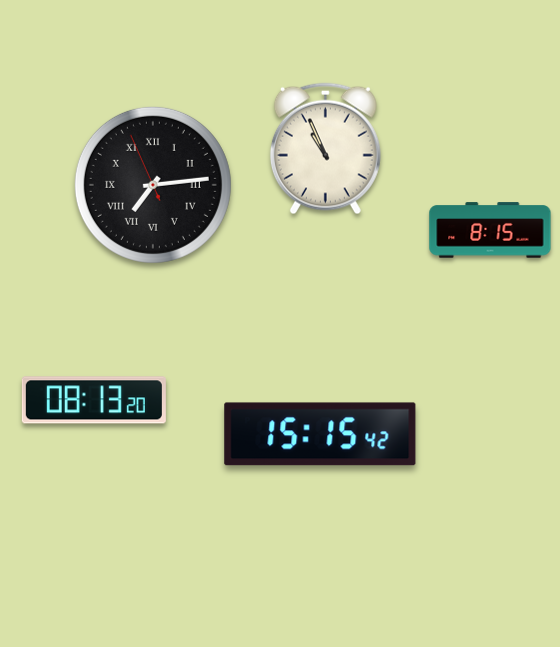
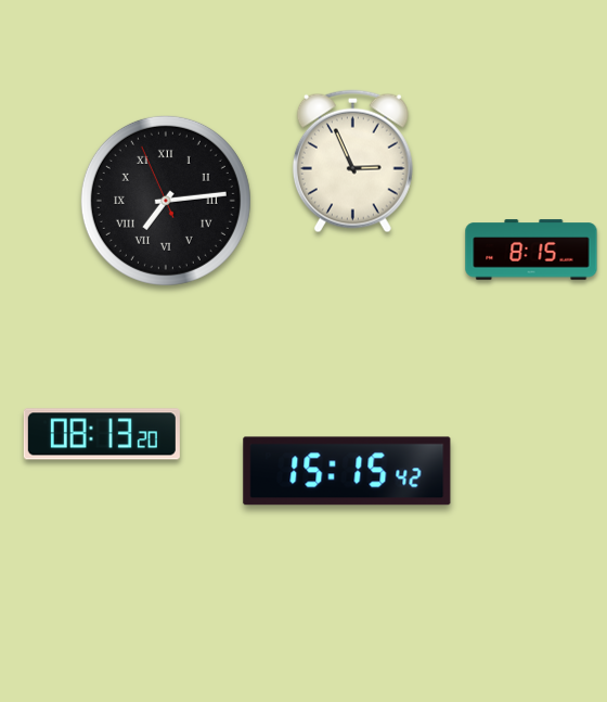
clock at (325, 149): 10:56 -> 2:56
